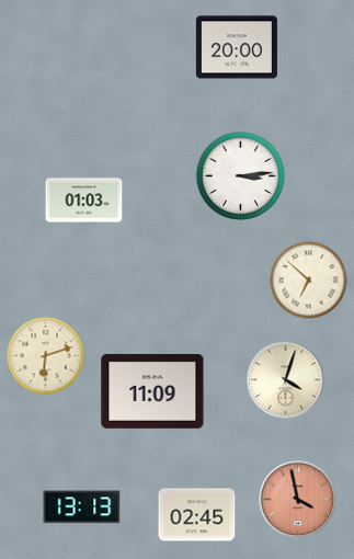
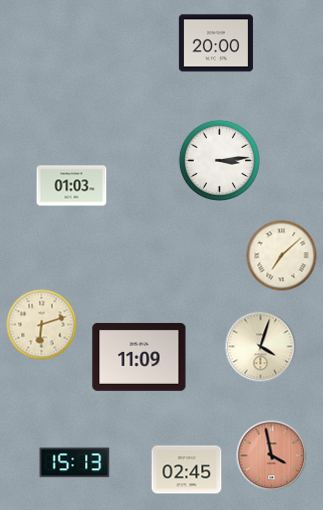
clock at (84, 201) position: (84, 201) -> (72, 186)
clock at (309, 281): 6:52 -> 7:08
clock at (82, 507): 13:13 -> 15:13
clock at (197, 515) position: (197, 515) -> (187, 470)
